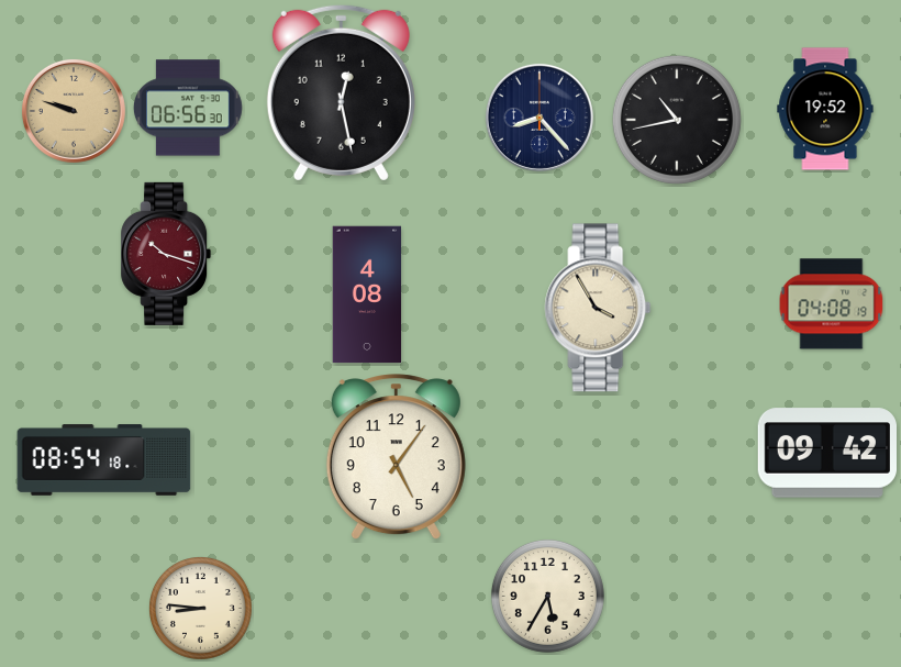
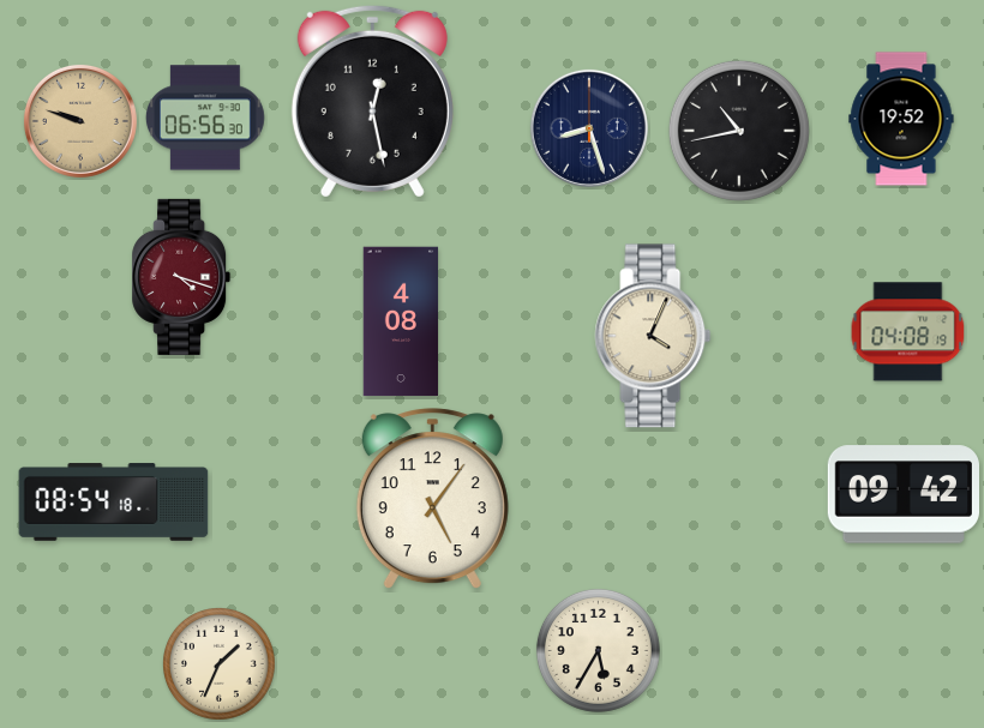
clock at (540, 118): 8:23 -> 8:27
clock at (166, 254): 10:18 -> 4:18
clock at (598, 308): 3:55 -> 4:04
clock at (201, 609): 8:46 -> 1:34
